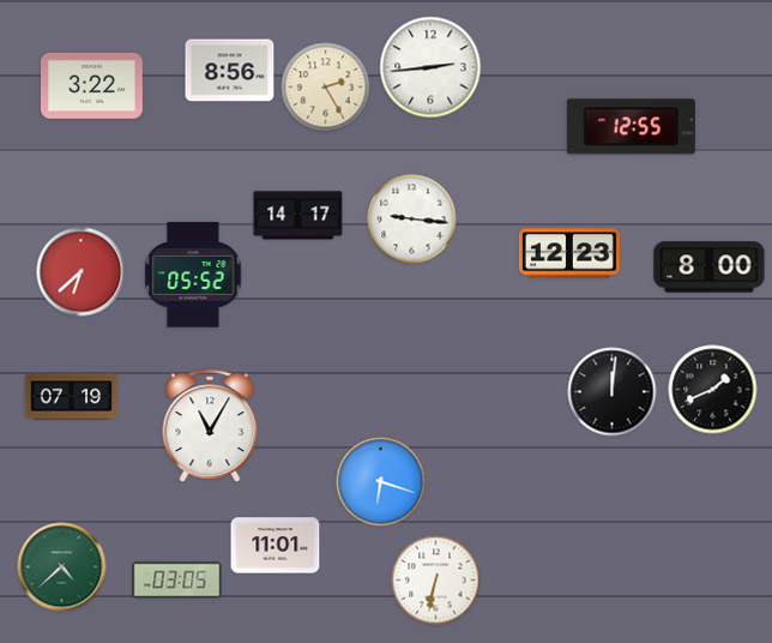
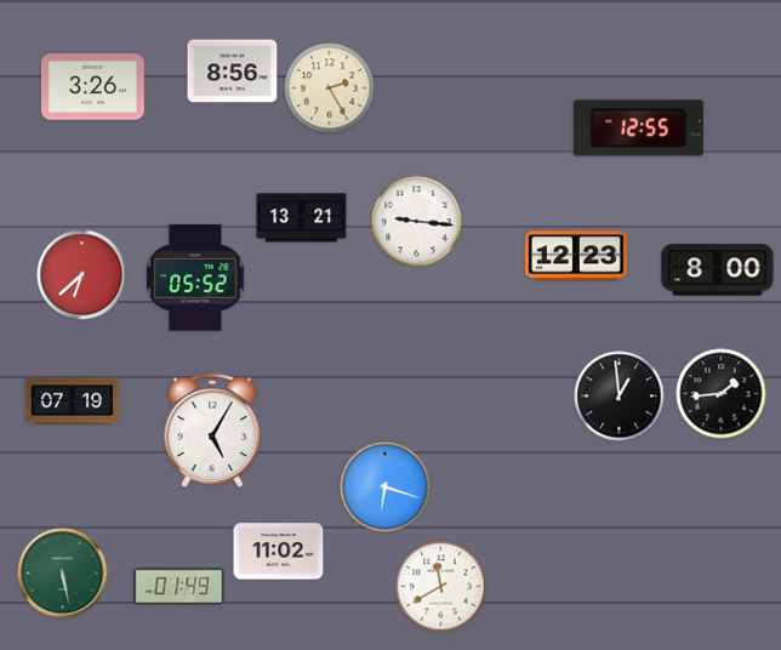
clock at (430, 67): 2:44 -> none
clock at (91, 86): 3:22 -> 3:26
clock at (298, 216): 14:17 -> 13:21
clock at (713, 390): 1:41 -> 1:44
clock at (613, 392): 12:01 -> 12:59
clock at (210, 426): 11:05 -> 5:05
clock at (276, 546): 11:01 -> 11:02
clock at (62, 567): 4:38 -> 5:28
clock at (177, 581): 03:05 -> 01:49
clock at (436, 581): 6:32 -> 11:40
